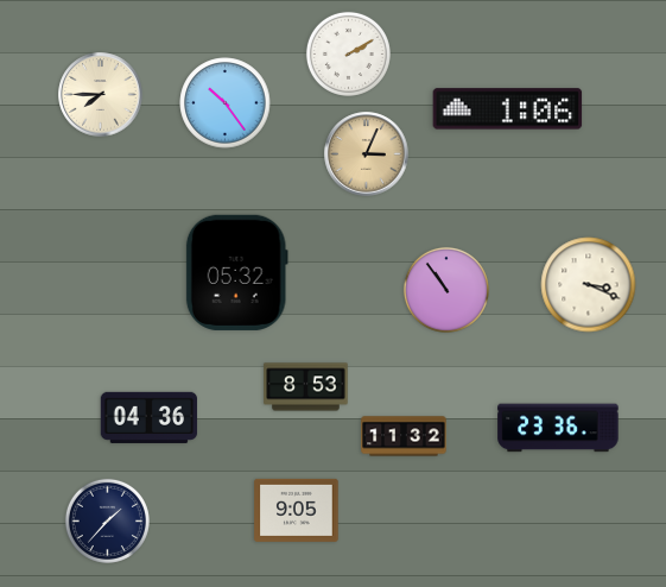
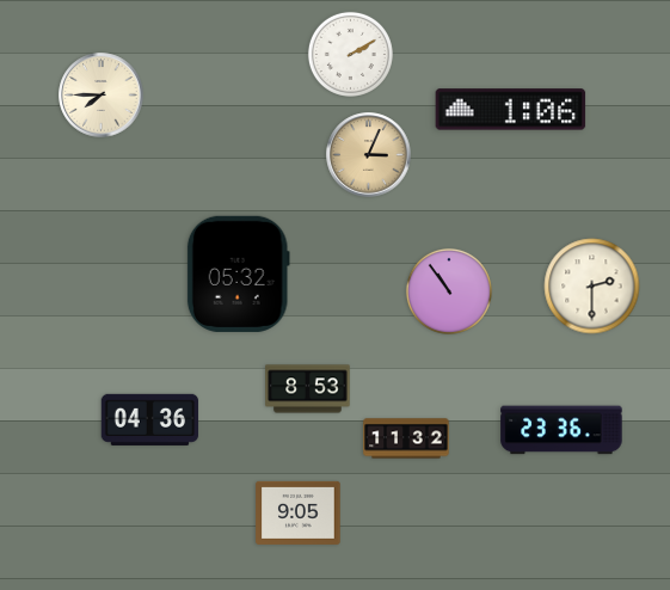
clock at (226, 103): 10:24 -> none
clock at (589, 285): 3:19 -> 2:30
clock at (107, 520): 1:37 -> none
